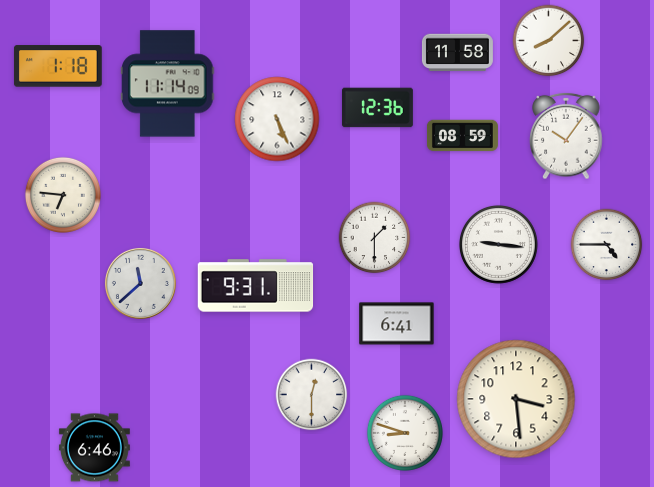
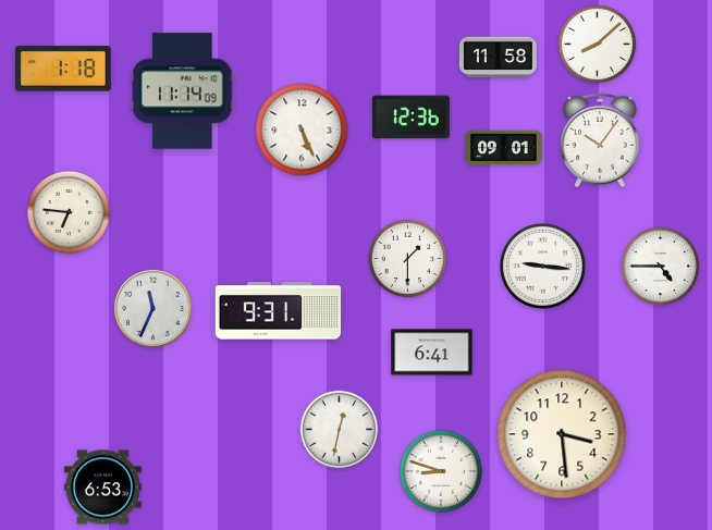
clock at (58, 66) position: (58, 66) -> (63, 69)
clock at (462, 136): 08:59 -> 09:01
clock at (566, 136) position: (566, 136) -> (600, 140)
clock at (140, 283): 11:38 -> 11:34
clock at (312, 395): 12:30 -> 12:32
clock at (94, 448): 6:46 -> 6:53
